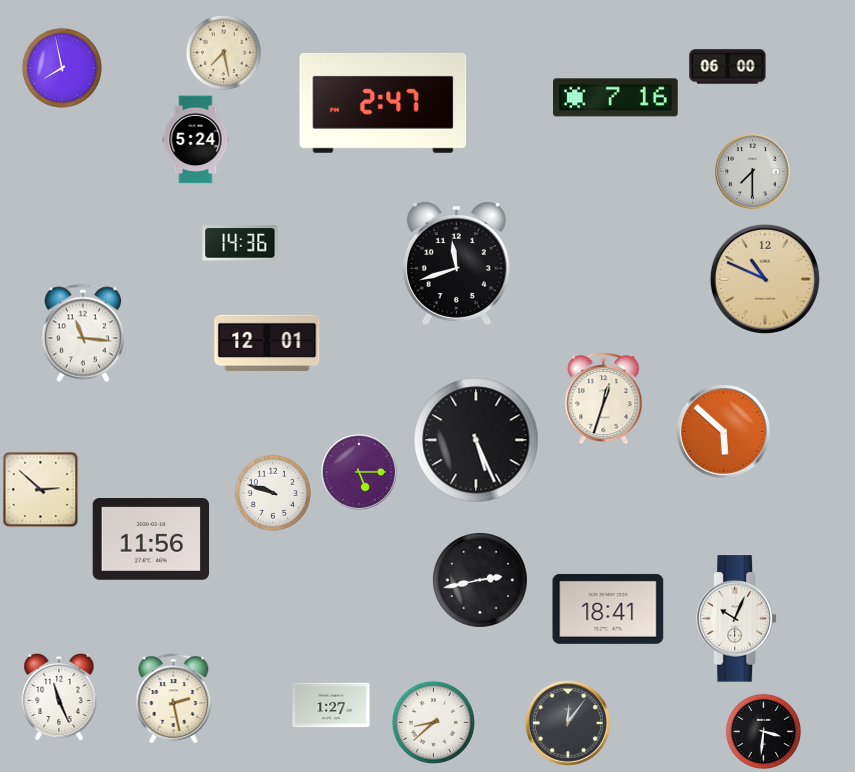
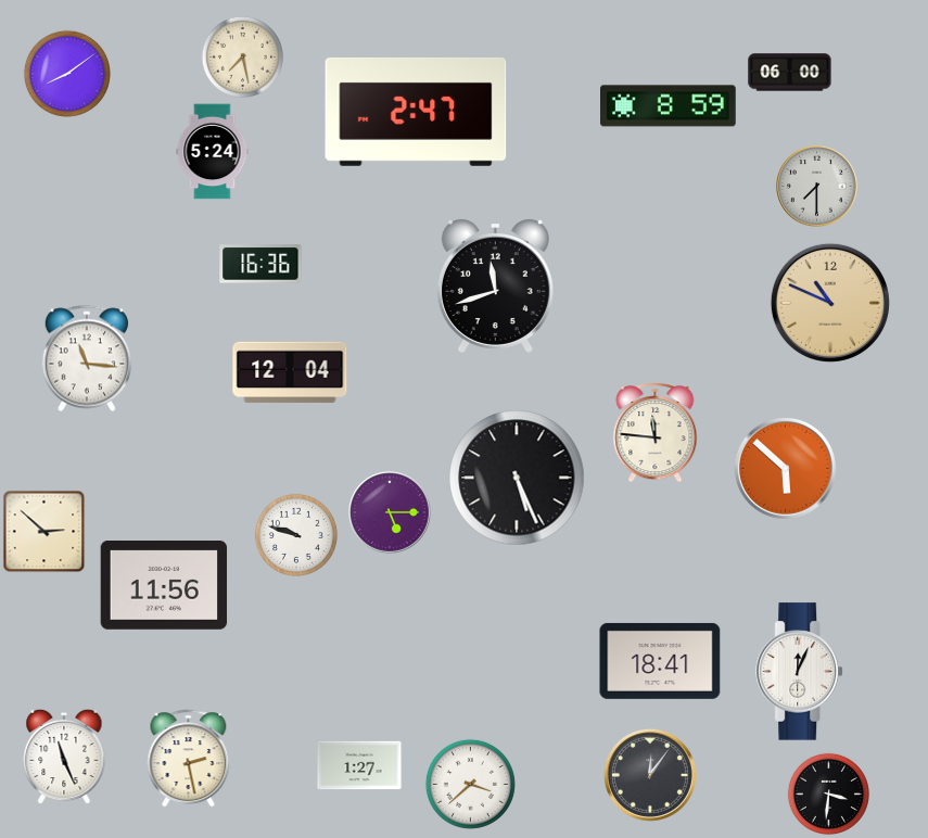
clock at (62, 68): 7:58 -> 8:09
clock at (616, 98): 7:16 -> 8:59
clock at (240, 243): 14:36 -> 16:36
clock at (83, 333) position: (83, 333) -> (87, 358)
clock at (267, 343): 12:01 -> 12:04
clock at (604, 399): 12:33 -> 11:46
clock at (480, 580): 2:43 -> none
clock at (736, 619): 10:04 -> 12:04
clock at (433, 722): 8:38 -> 3:38
clock at (568, 723) position: (568, 723) -> (650, 775)
